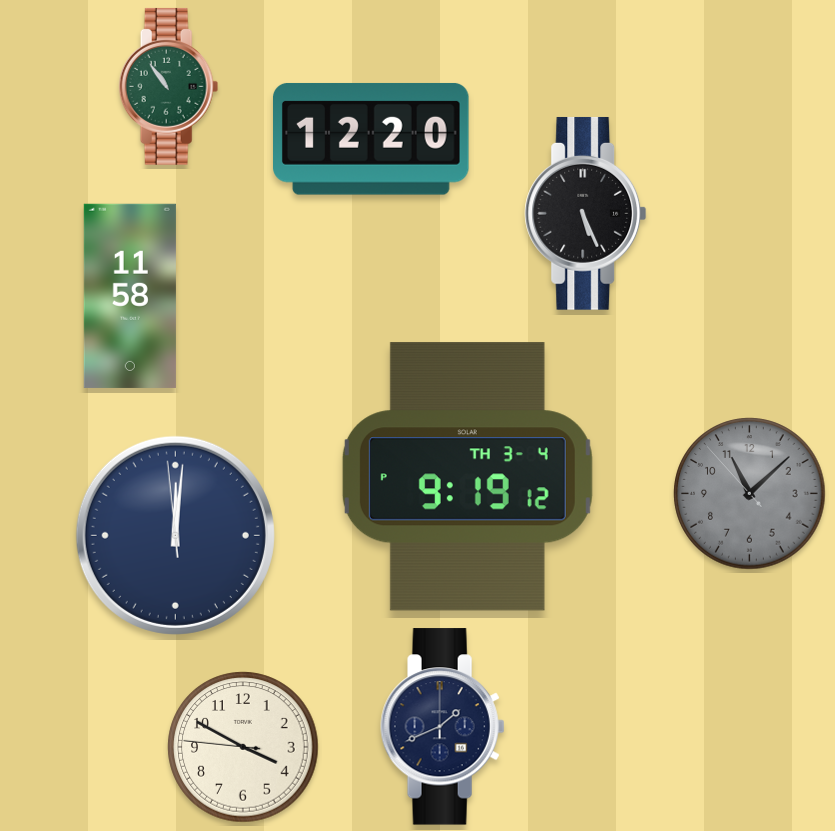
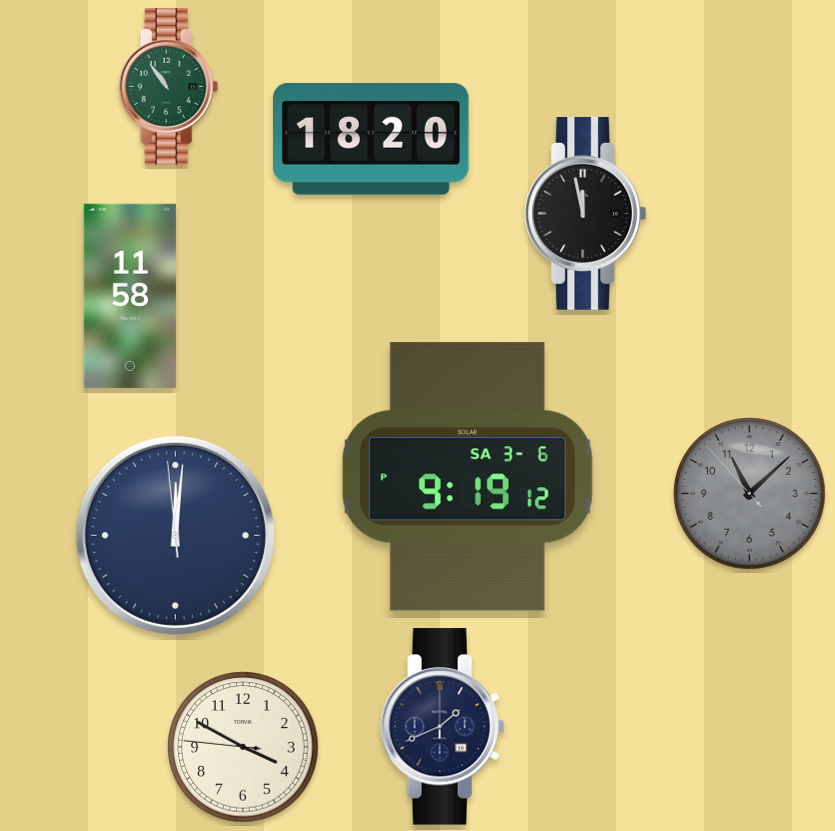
clock at (372, 139): 12:20 -> 18:20
clock at (586, 213): 5:26 -> 11:58
clock at (467, 477) date: TH 3-4 -> SA 3-6
